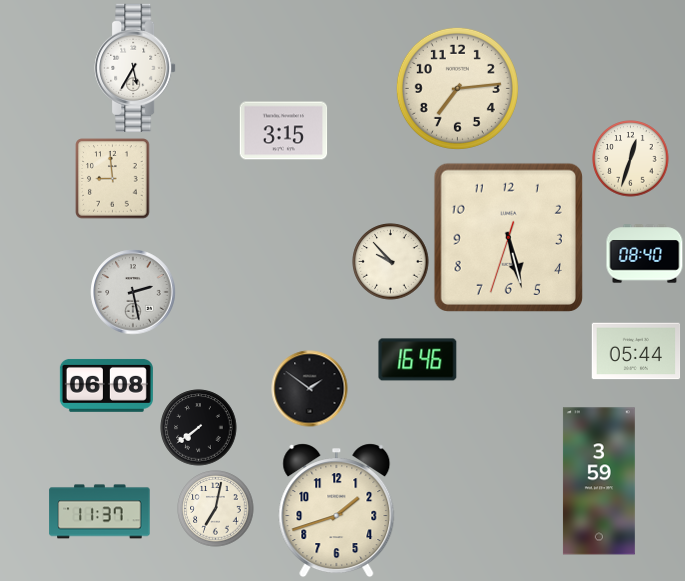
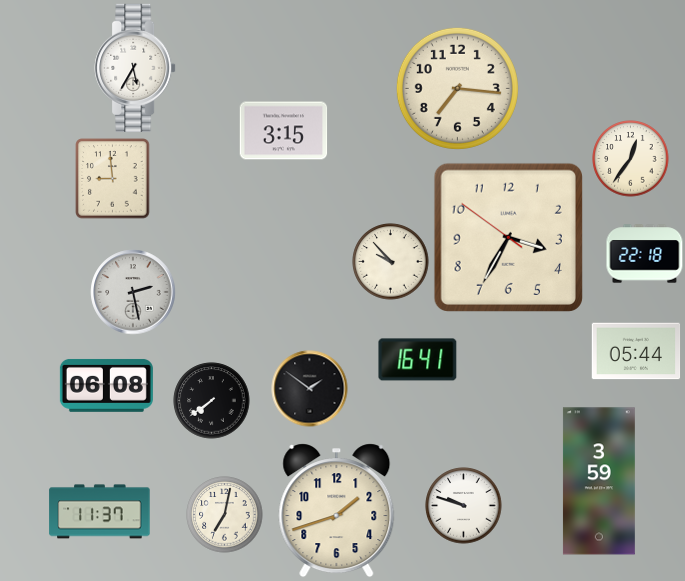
clock at (457, 88): 7:14 -> 7:16
clock at (631, 159): 12:33 -> 12:36
clock at (508, 237): 5:27 -> 3:34
clock at (645, 254): 08:40 -> 22:18
clock at (418, 360): 16:46 -> 16:41
clock at (199, 428) position: (199, 428) -> (212, 401)
clock at (464, 506): none -> 9:48
clock at (216, 509) position: (216, 509) -> (225, 515)
